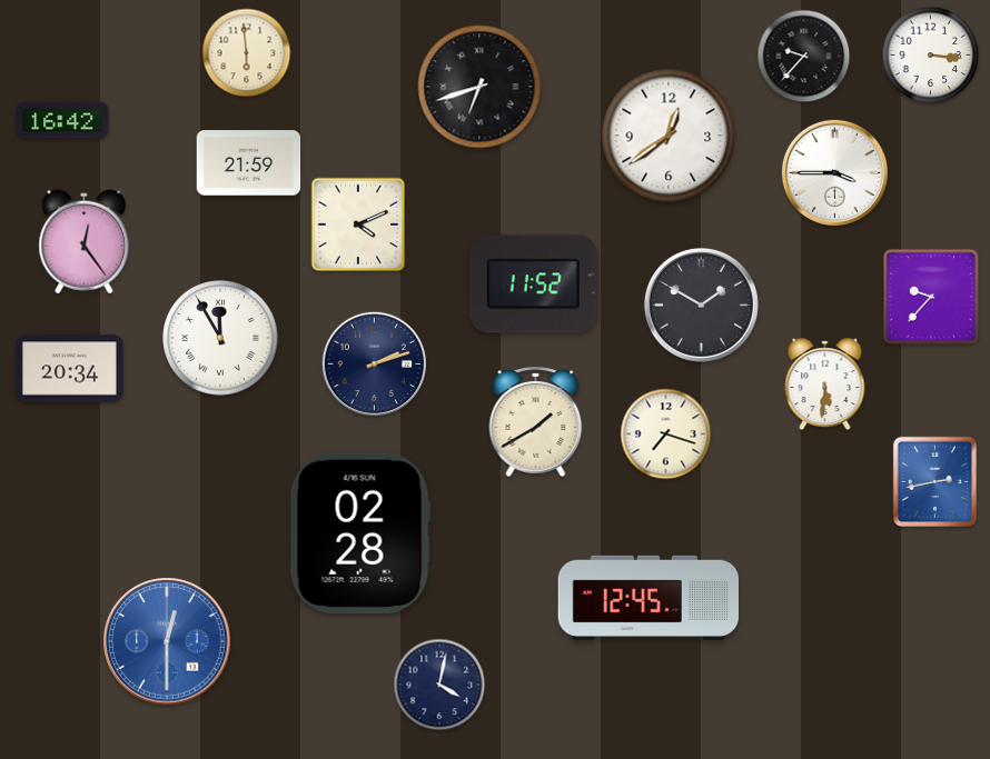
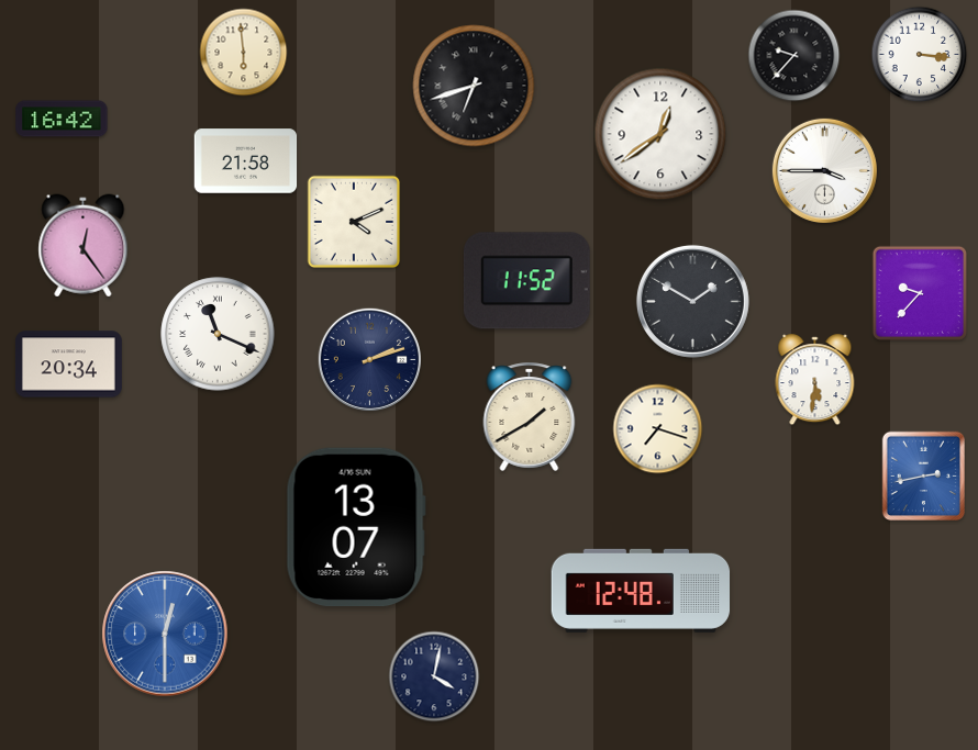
clock at (249, 163): 21:59 -> 21:58
clock at (85, 242) position: (85, 242) -> (84, 246)
clock at (220, 338): 11:55 -> 11:19
clock at (360, 533): 02:28 -> 13:07
clock at (649, 598): 12:45 -> 12:48
